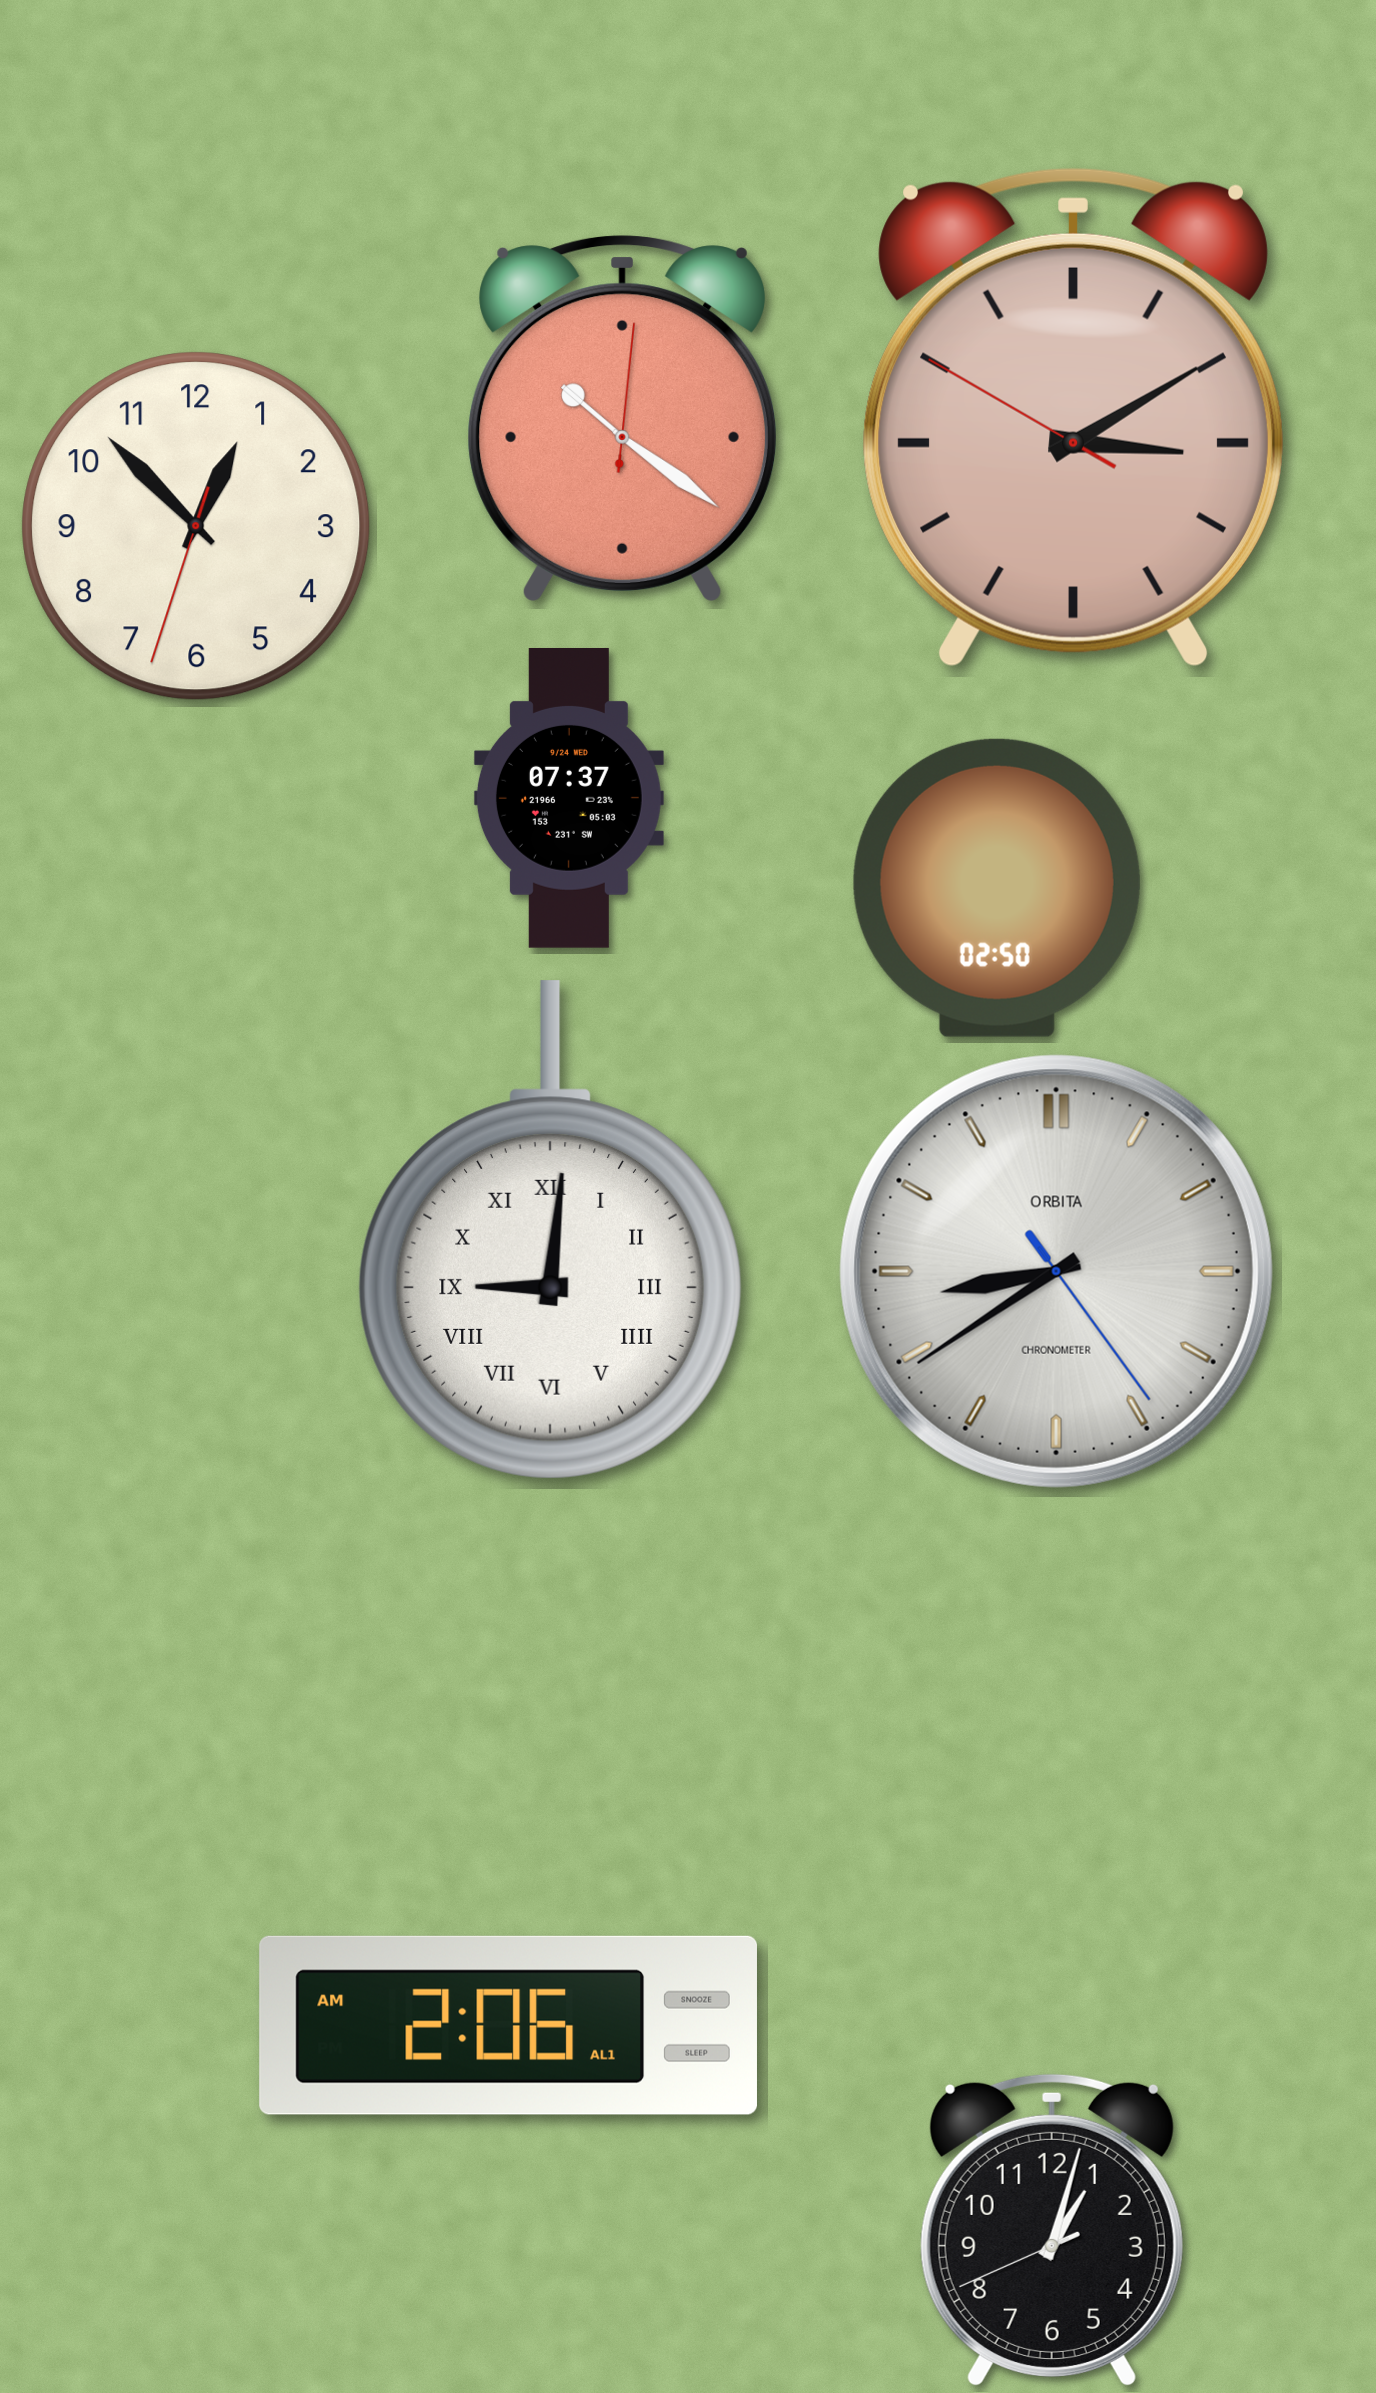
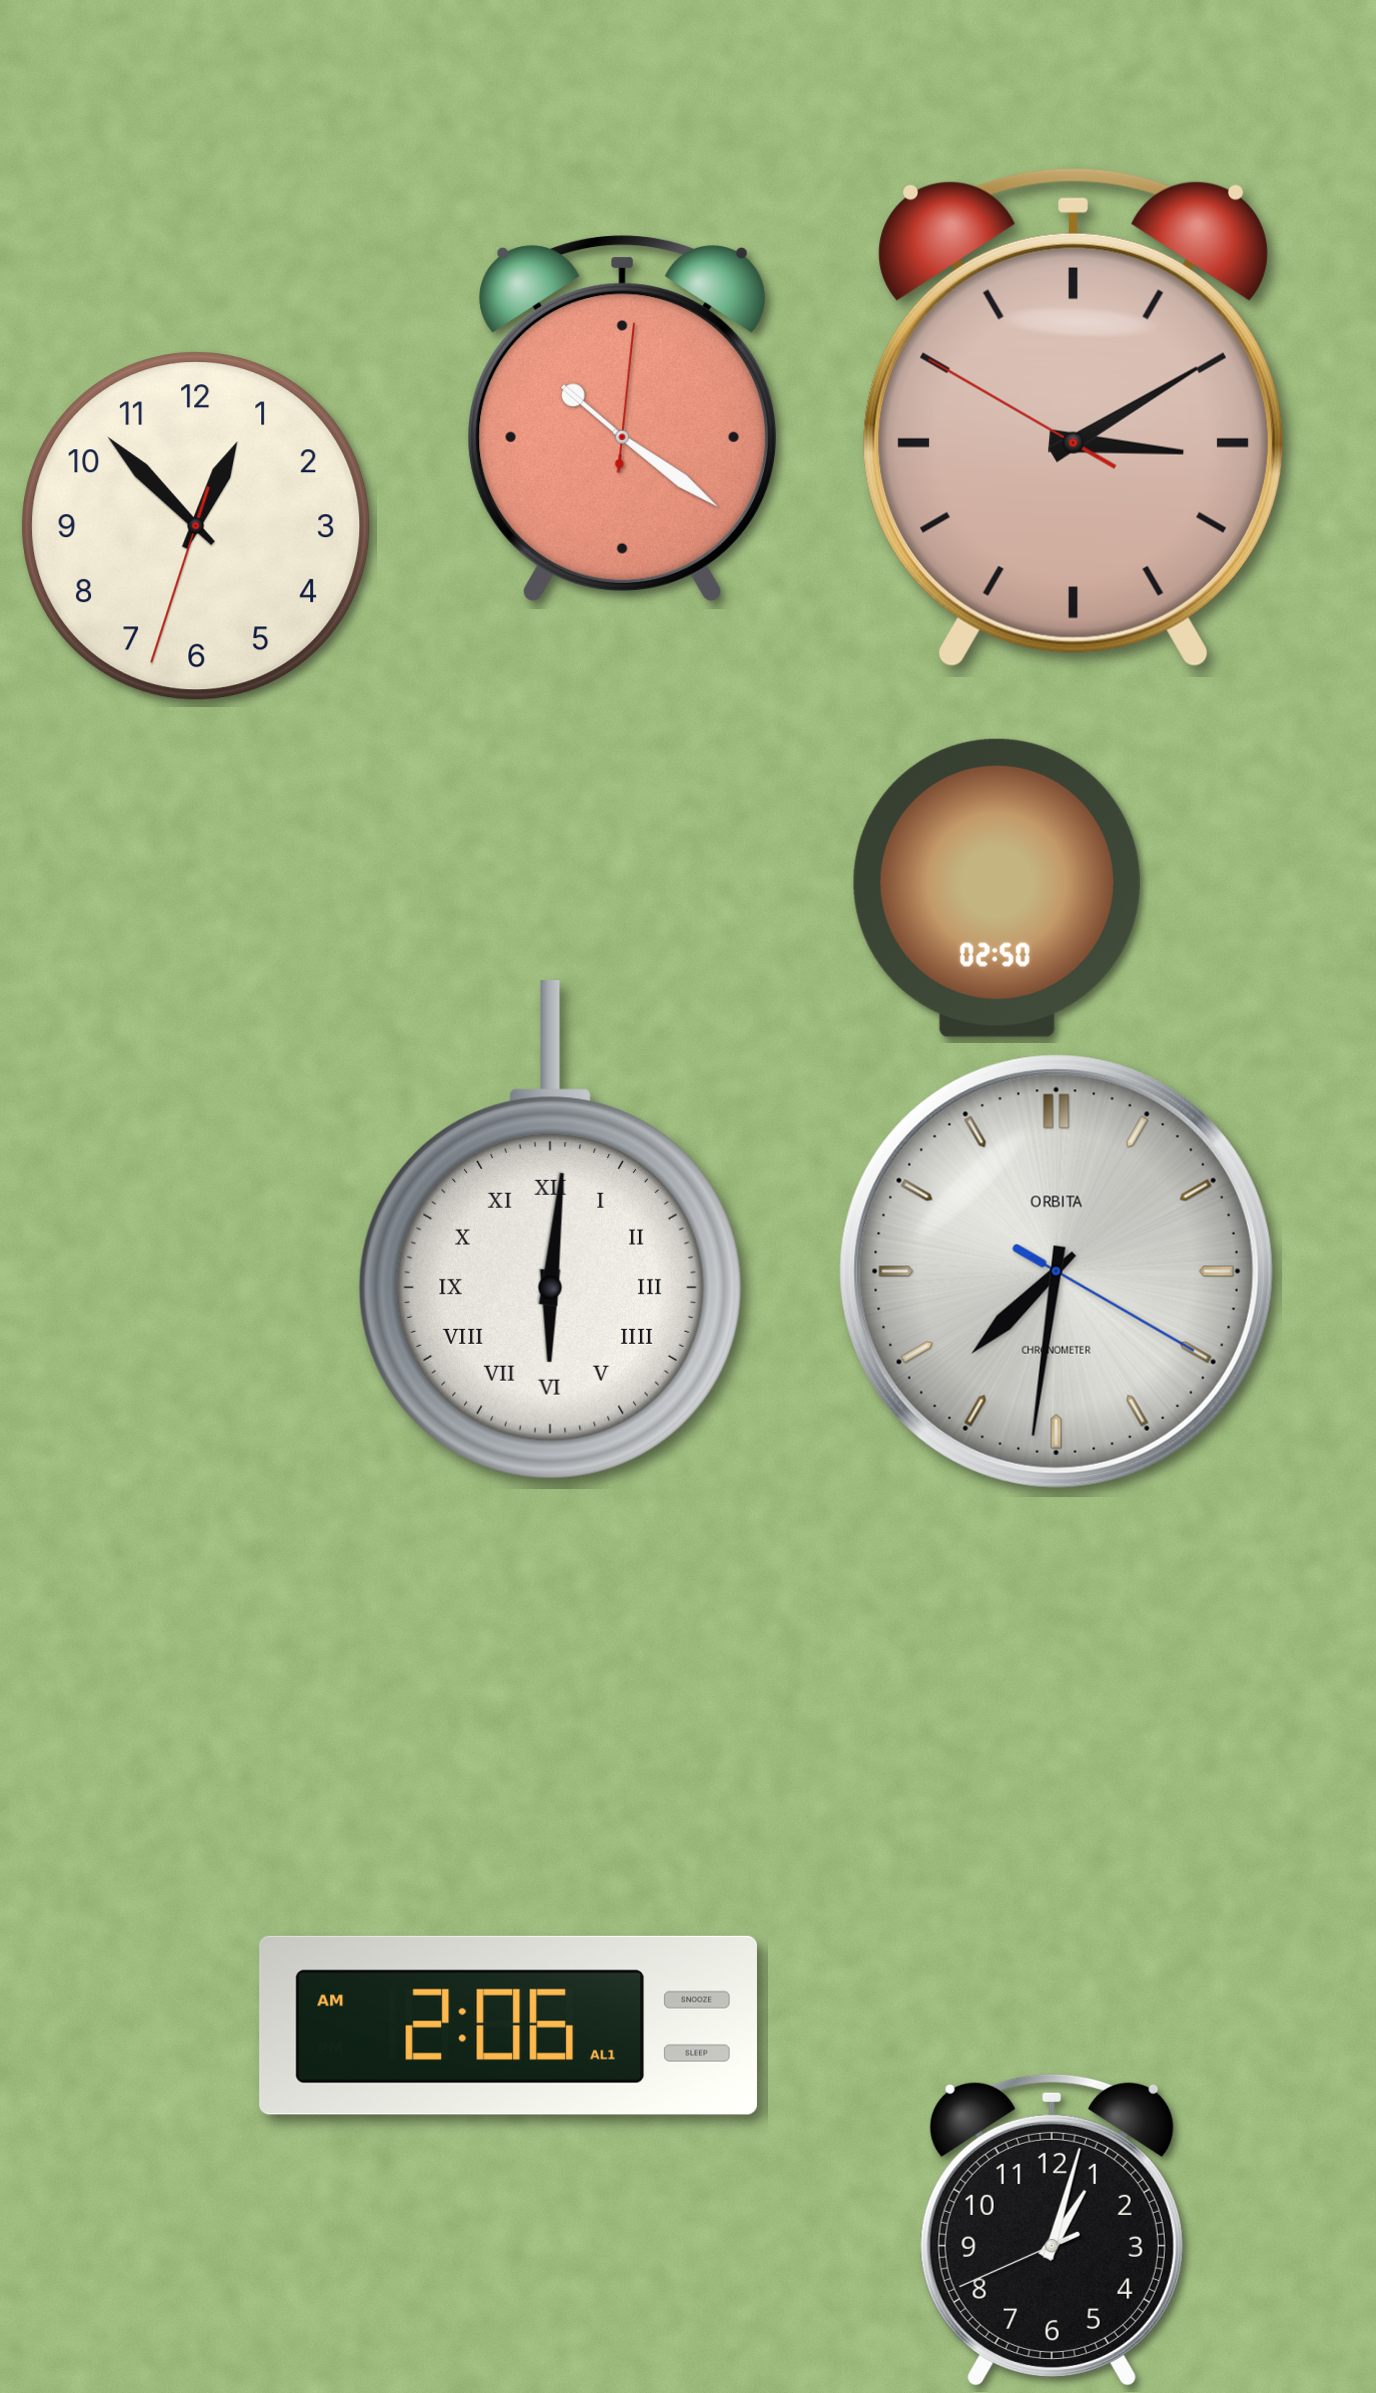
clock at (569, 799): 07:37 -> none
clock at (550, 1230): 9:01 -> 6:01
clock at (1056, 1271): 8:39 -> 7:31
